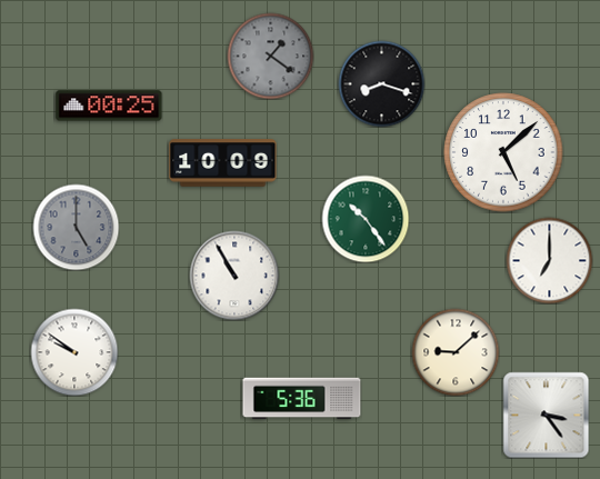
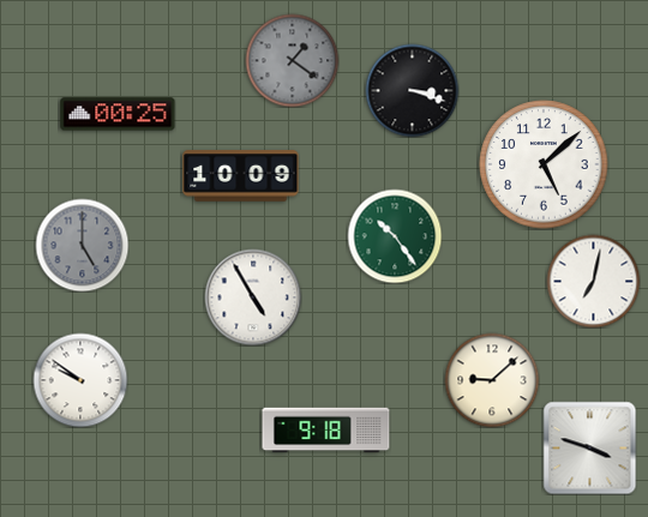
clock at (381, 83): 8:18 -> 3:18
clock at (549, 260): 7:00 -> 7:02
clock at (234, 276): 10:55 -> 4:55
clock at (302, 399): 5:36 -> 9:18
clock at (546, 415): 3:24 -> 3:48
